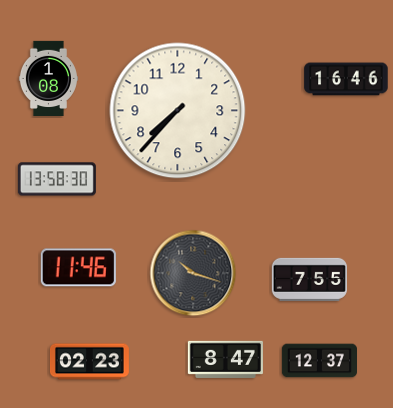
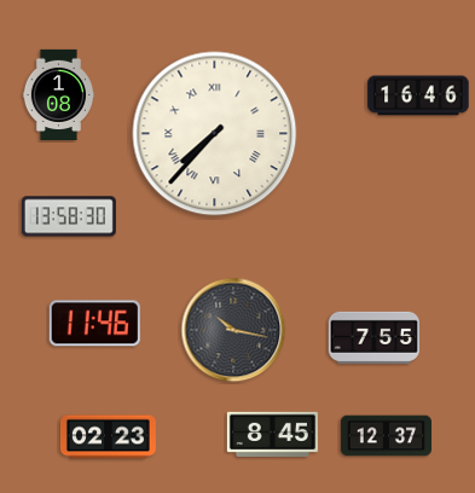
clock at (178, 111) numerals: Arabic -> Roman
clock at (193, 273): 10:18 -> 10:17
clock at (225, 359): 8:47 -> 8:45
